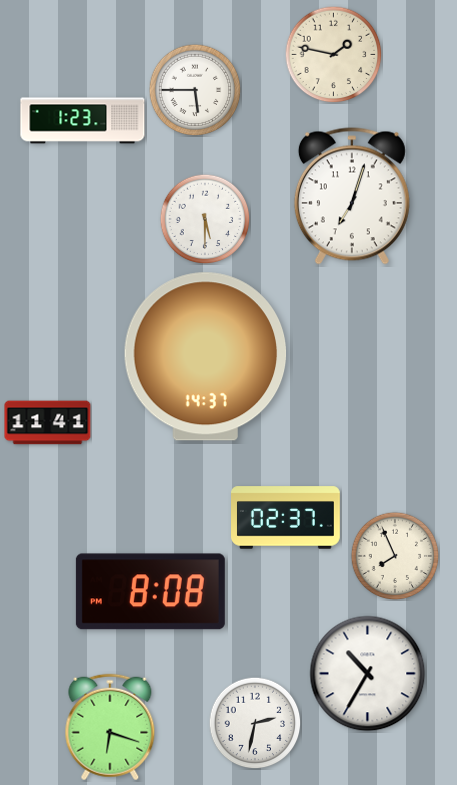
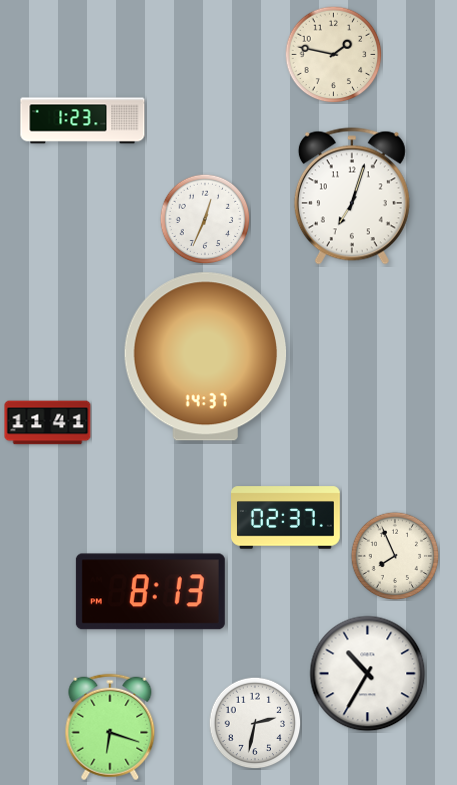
clock at (195, 90): 5:45 -> none
clock at (205, 219): 5:30 -> 12:34
clock at (150, 592): 8:08 -> 8:13
